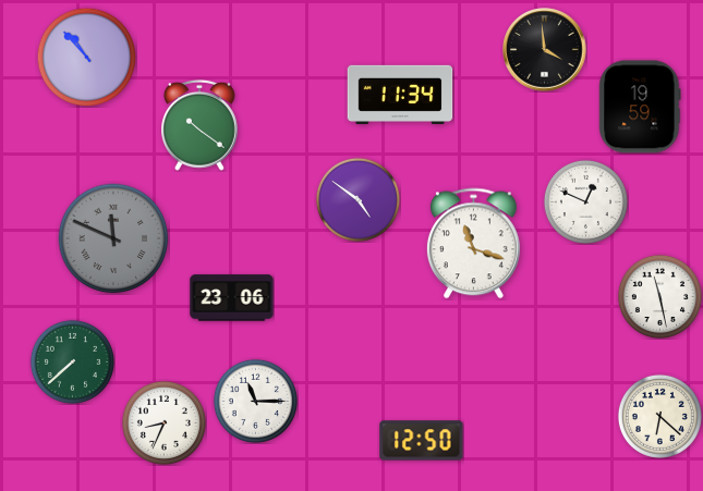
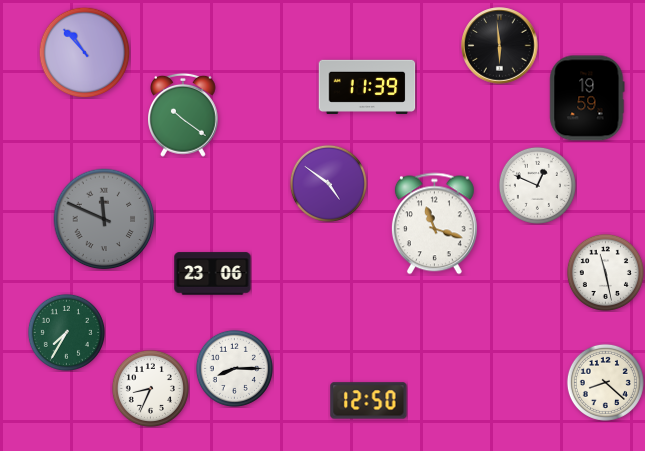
clock at (545, 50): 3:59 -> 5:59
clock at (86, 57) position: (86, 57) -> (84, 52)
clock at (400, 95): 11:34 -> 11:39
clock at (72, 361): 7:38 -> 7:35
clock at (255, 401): 11:15 -> 8:15
clock at (659, 416): 6:22 -> 8:22
clock at (422, 441) position: (422, 441) -> (369, 401)
